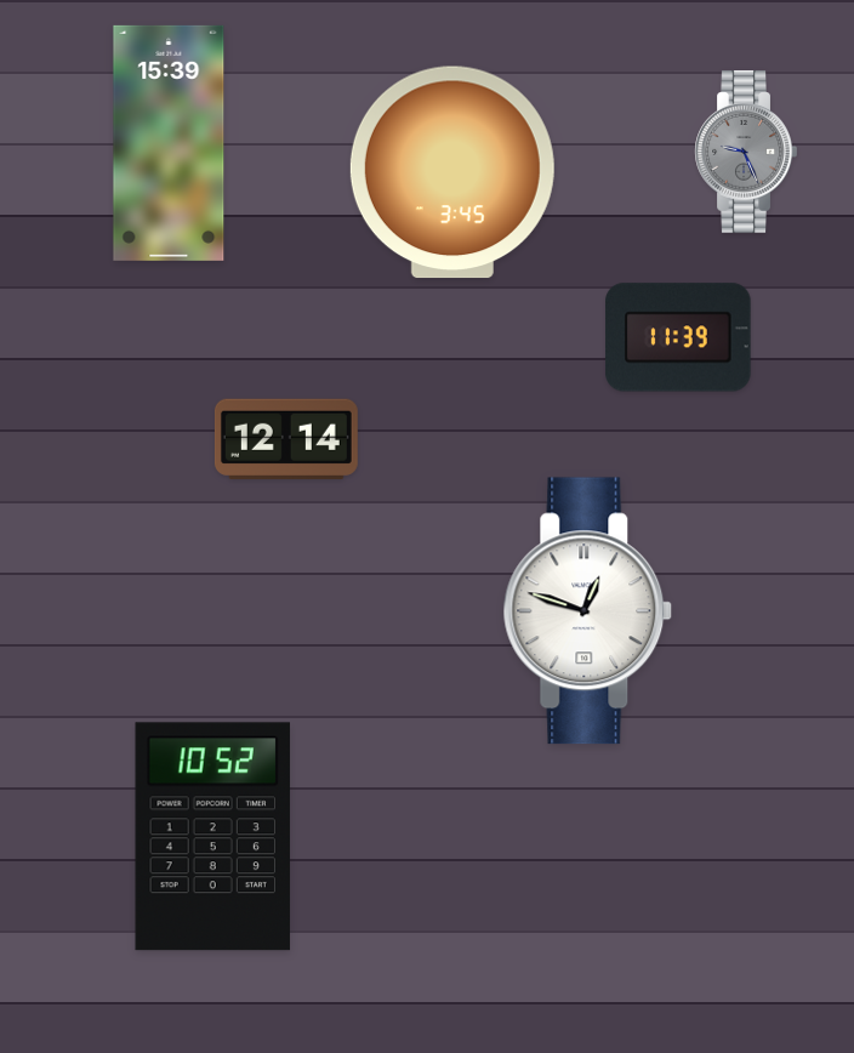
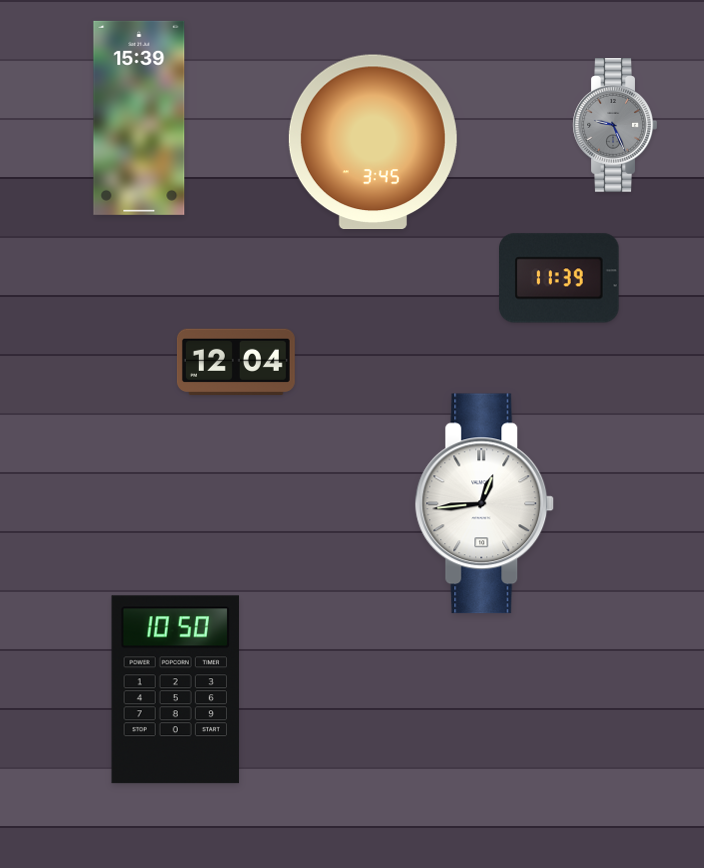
clock at (286, 438): 12:14 -> 12:04
clock at (588, 611): 12:48 -> 12:44
clock at (212, 837): 10:52 -> 10:50
